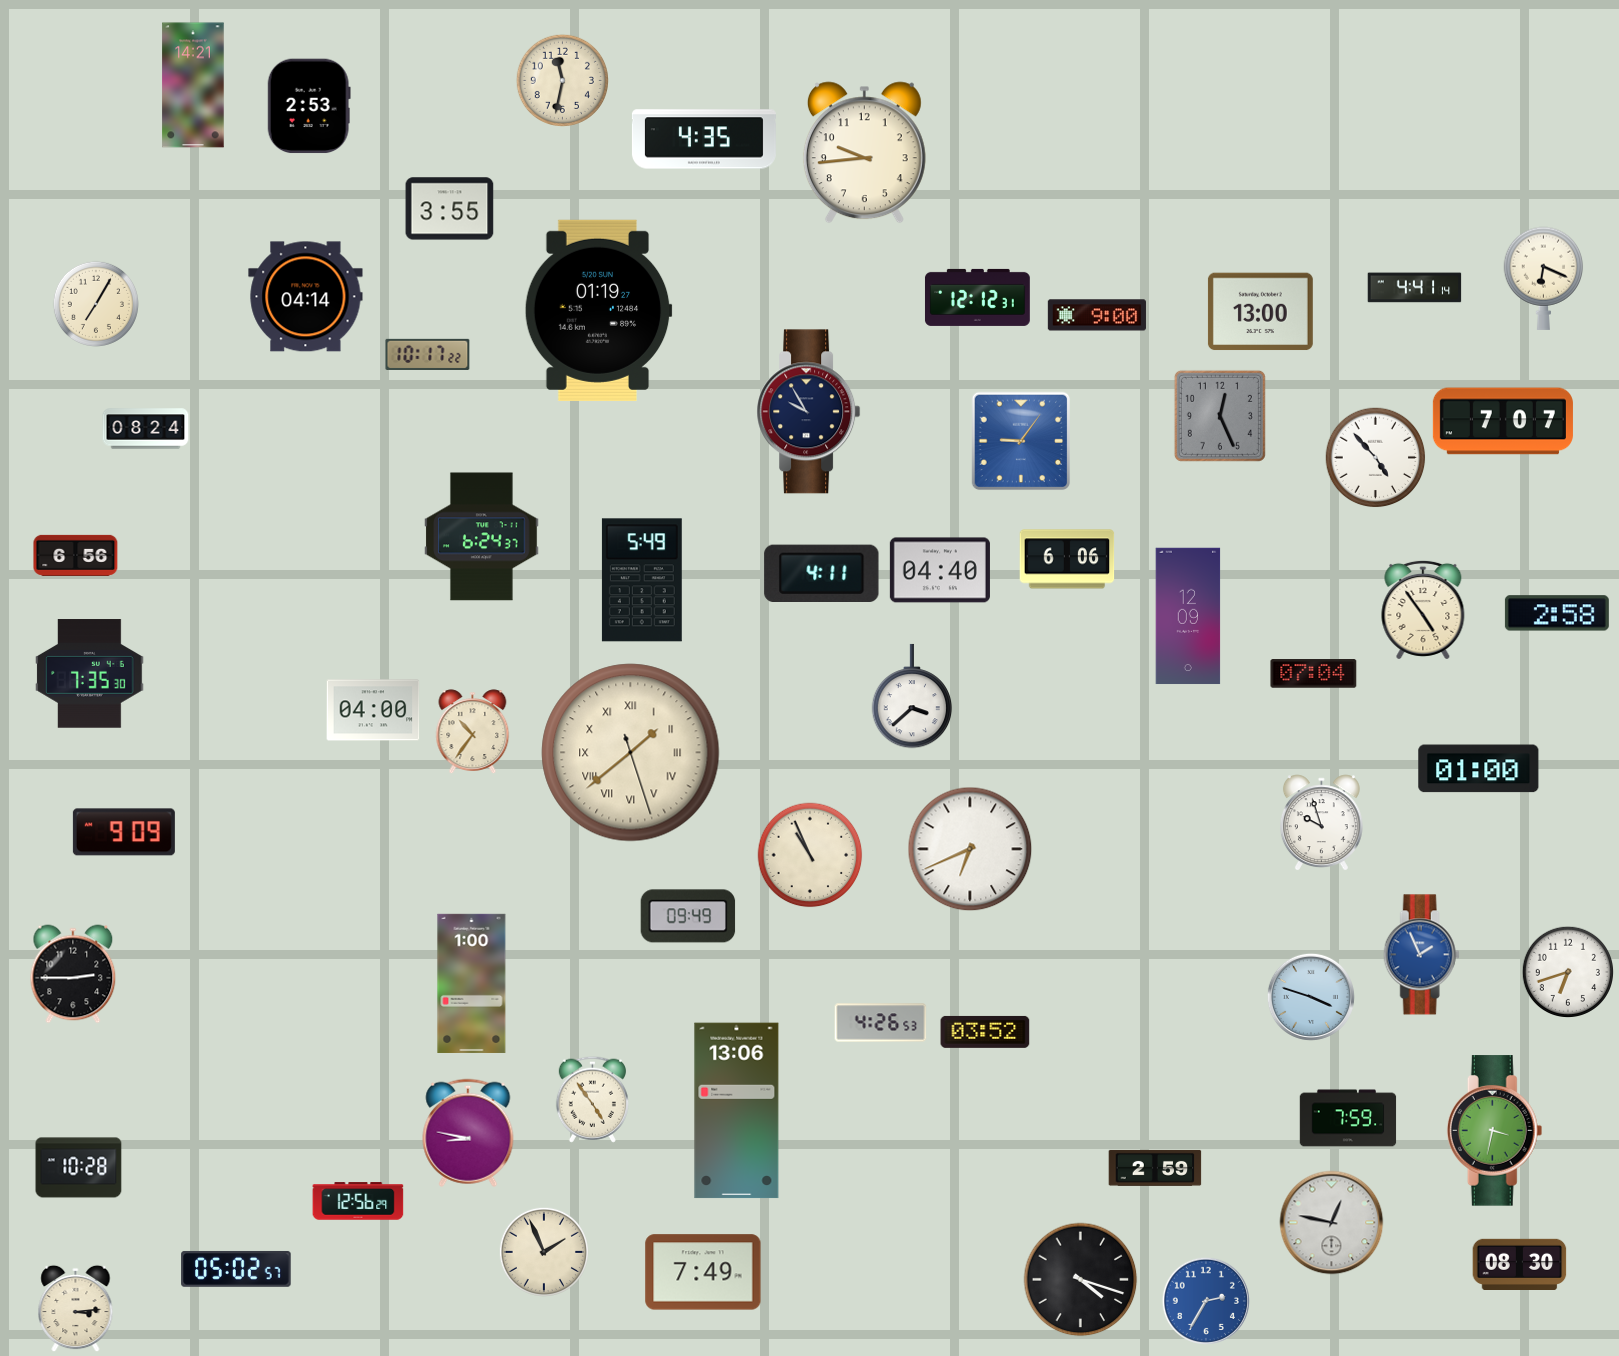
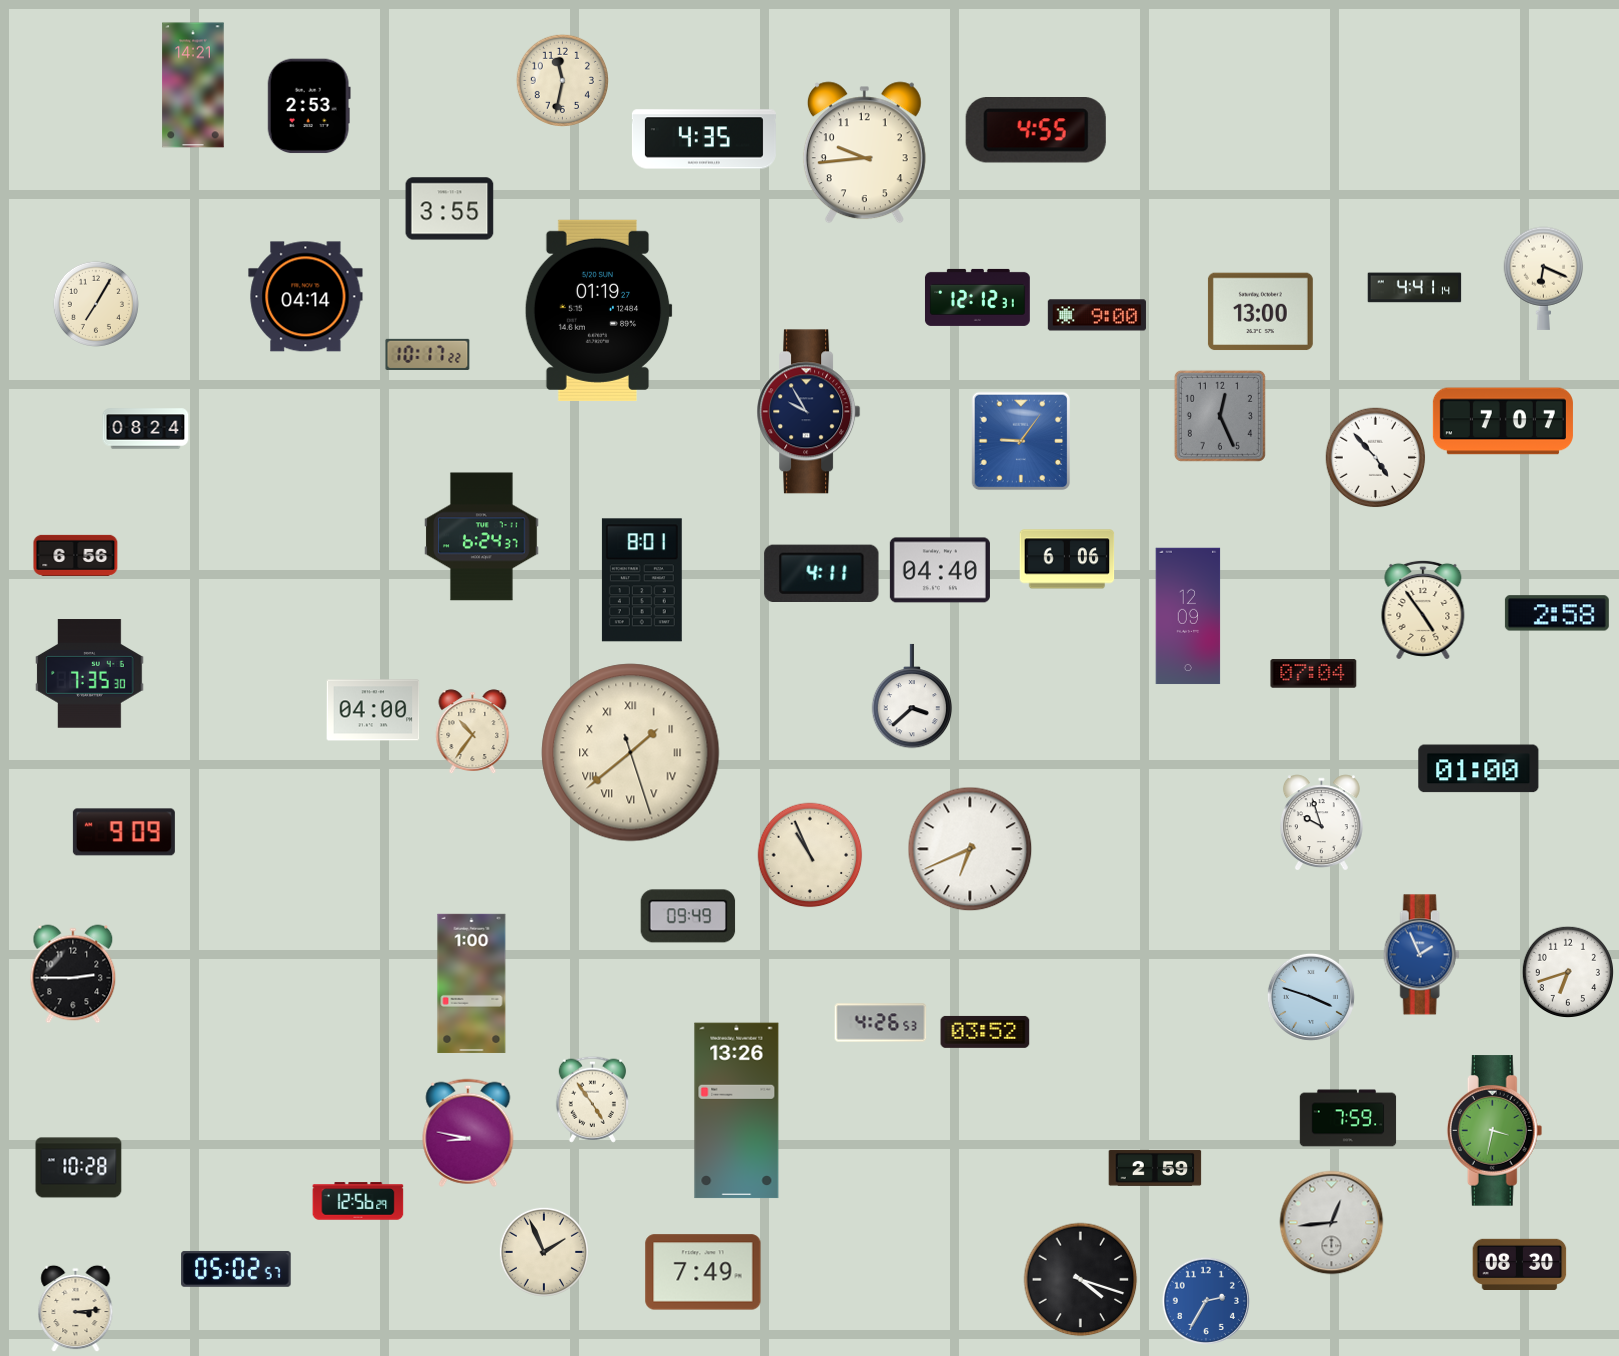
clock at (1036, 131): none -> 4:55
clock at (642, 580): 5:49 -> 8:01
clock at (737, 1111): 13:06 -> 13:26
clock at (1332, 1223): 12:47 -> 12:44
